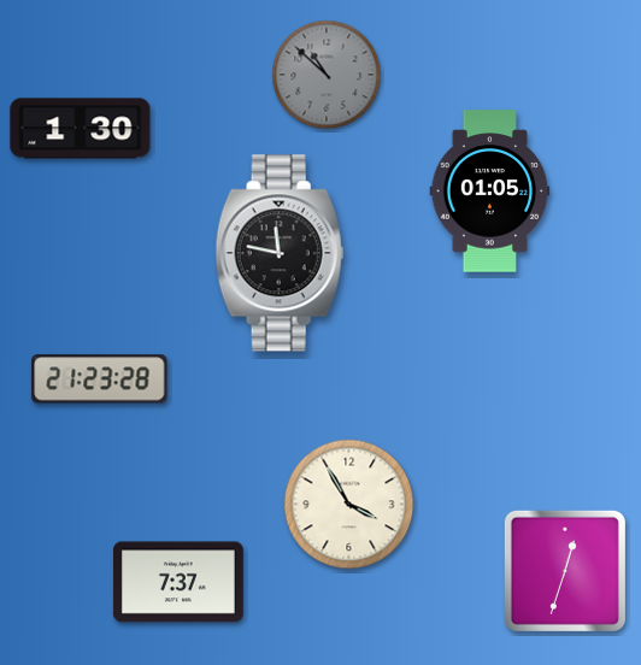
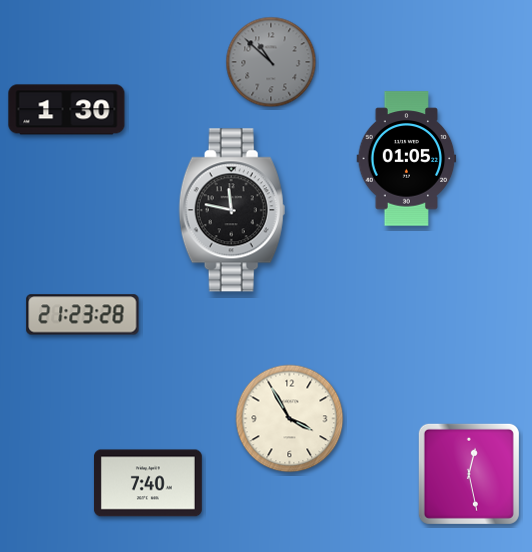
clock at (81, 129) position: (81, 129) -> (67, 110)
clock at (565, 571): 12:33 -> 12:28
clock at (178, 582): 7:37 -> 7:40
